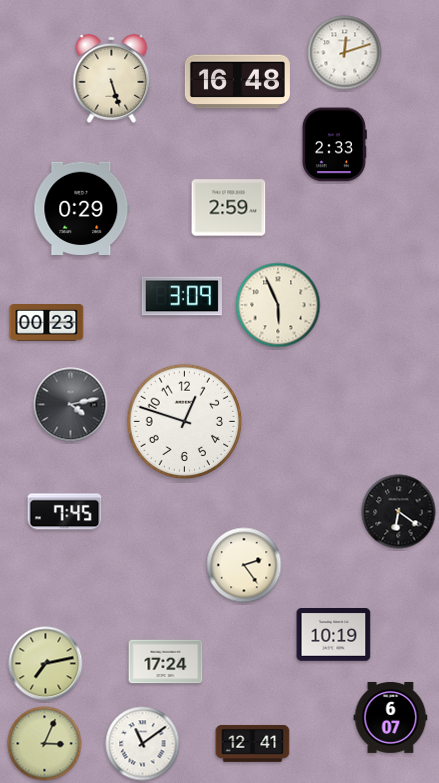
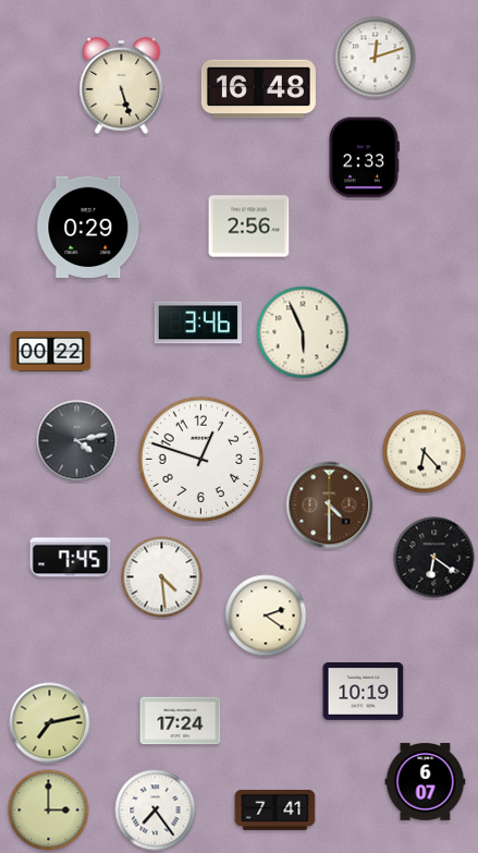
clock at (229, 208): 2:59 -> 2:56
clock at (182, 296): 3:09 -> 3:46
clock at (47, 323): 00:23 -> 00:22
clock at (425, 452): none -> 6:23
clock at (330, 505): none -> 4:30
clock at (162, 577): none -> 4:29
clock at (244, 565): 2:24 -> 2:21
clock at (253, 743): 12:41 -> 7:41
clock at (45, 744): 3:04 -> 3:00
clock at (143, 744): 11:09 -> 7:24
